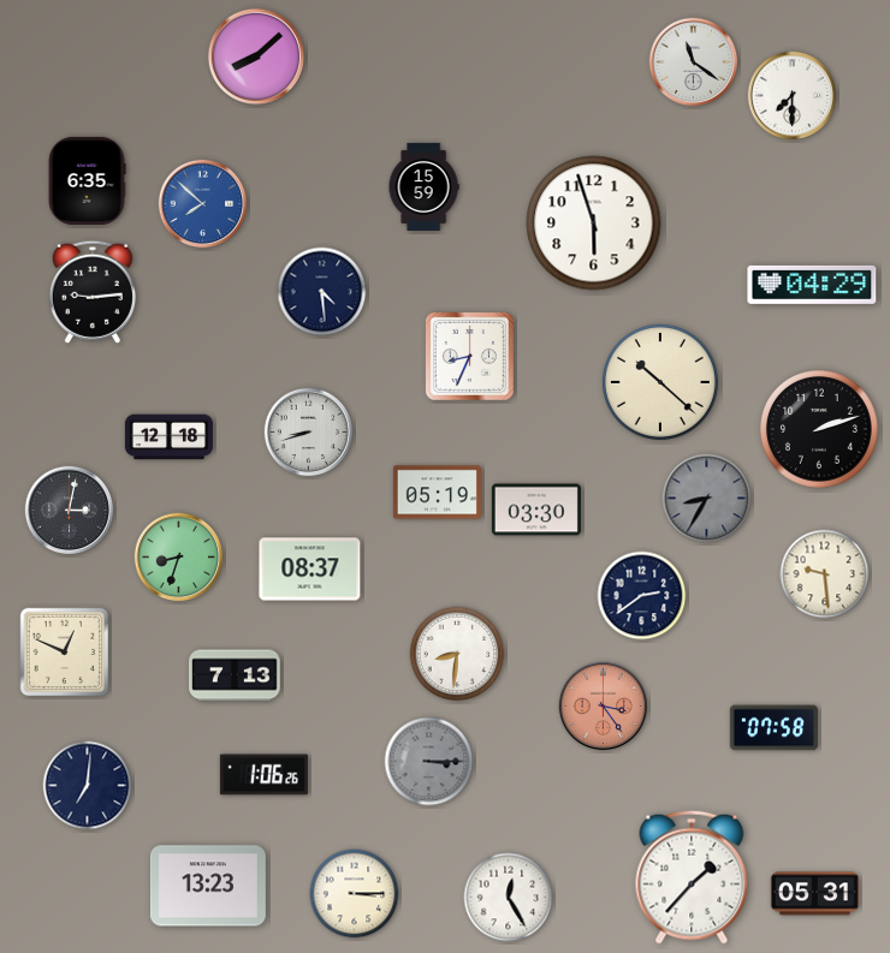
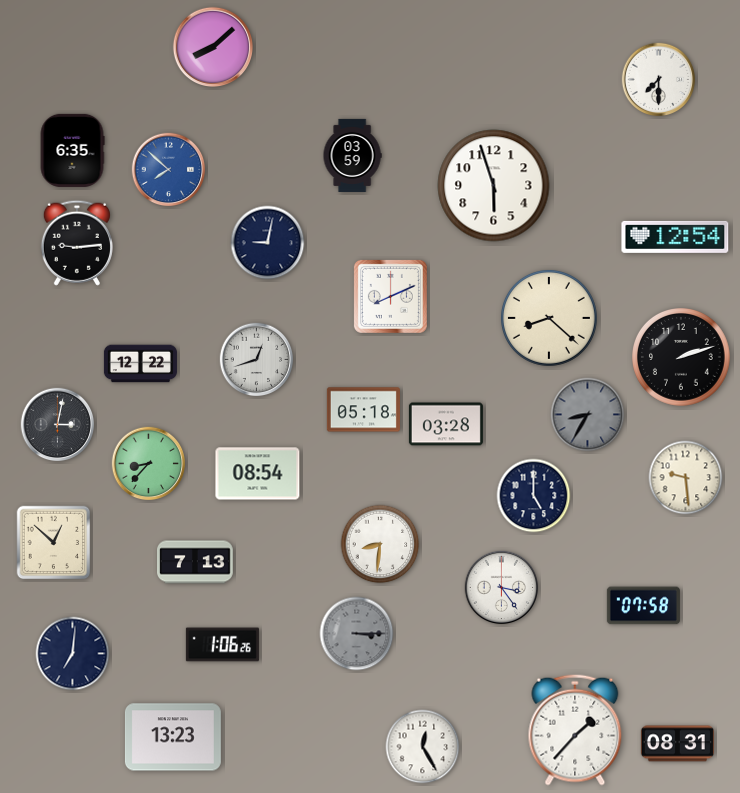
clock at (694, 62): 11:21 -> none
clock at (423, 186): 15:59 -> 03:59
clock at (812, 285): 04:29 -> 12:54
clock at (322, 292): 4:29 -> 9:02
clock at (469, 356): 8:34 -> 8:11
clock at (660, 382): 10:22 -> 8:22
clock at (309, 433): 8:42 -> 12:42
clock at (168, 437): 12:18 -> 12:22
clock at (437, 493): 05:19 -> 05:18
clock at (536, 510): 03:30 -> 03:28
clock at (179, 558): 8:33 -> 8:37
clock at (310, 570): 08:37 -> 08:54
clock at (642, 596): 2:39 -> 5:00
clock at (65, 653): 12:49 -> 12:52
clock at (604, 707) dial: salmon -> white
clock at (263, 775) position: (263, 775) -> (222, 645)
clock at (355, 894): 3:15 -> none
clock at (814, 894): 05:31 -> 08:31
